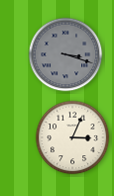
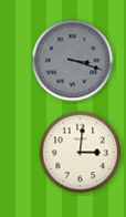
clock at (73, 138): 3:04 -> 3:01
